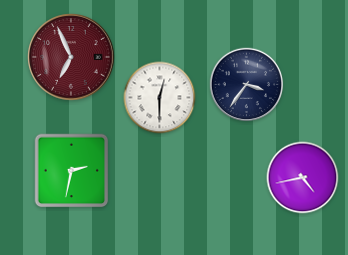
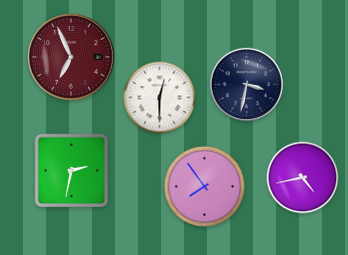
clock at (247, 85): 3:36 -> 3:32
clock at (204, 186): none -> 7:54
